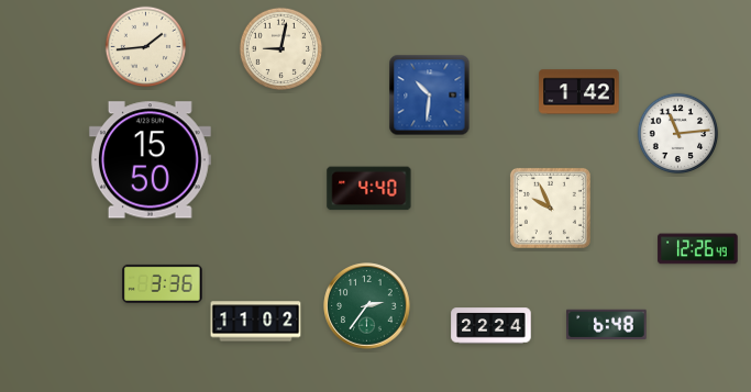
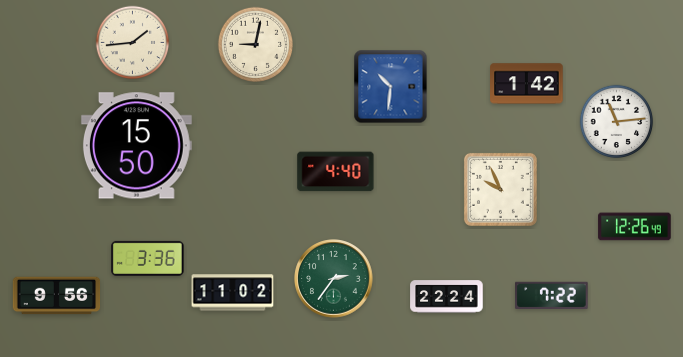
clock at (607, 324): 6:48 -> 7:22
clock at (57, 296): none -> 9:56
